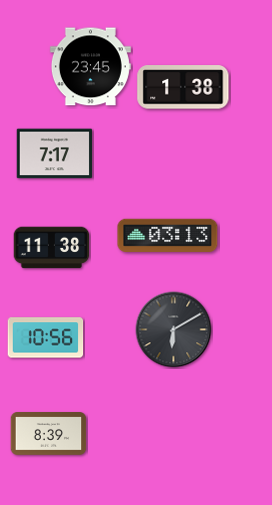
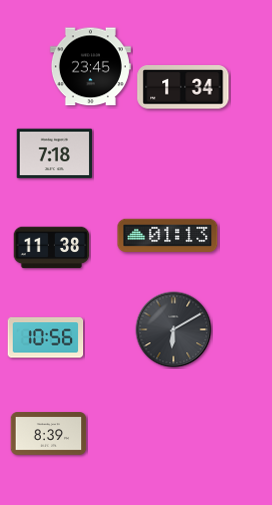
clock at (183, 87): 1:38 -> 1:34
clock at (55, 154): 7:17 -> 7:18
clock at (168, 235): 03:13 -> 01:13
